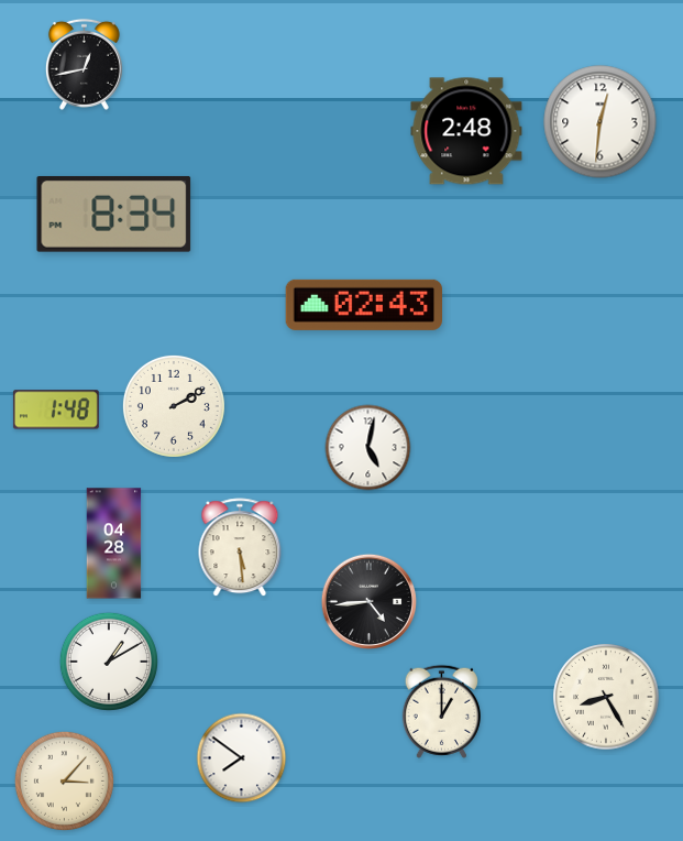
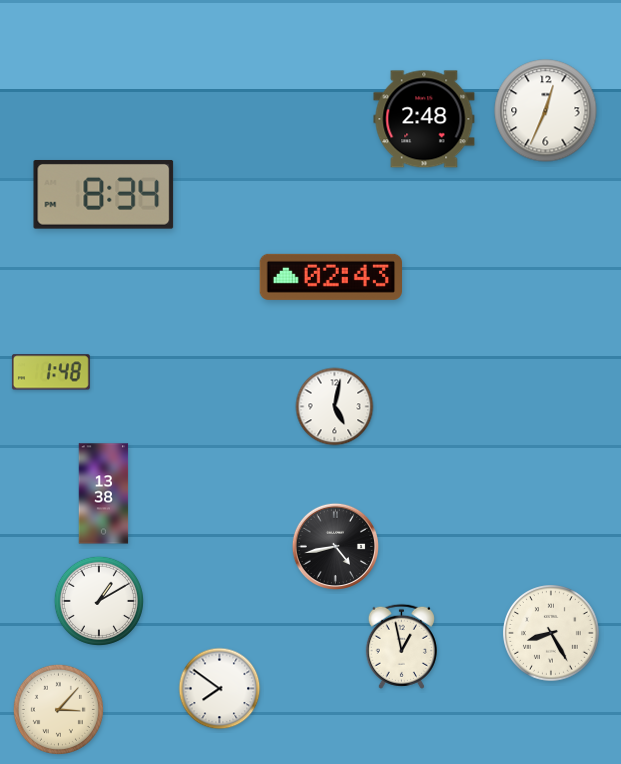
clock at (84, 64): 12:43 -> none
clock at (601, 122): 12:31 -> 12:34
clock at (174, 406): 2:10 -> none
clock at (114, 544): 04:28 -> 13:38
clock at (240, 548): 5:29 -> none
clock at (368, 601): 4:44 -> 4:43
clock at (441, 711): 1:00 -> 12:58
